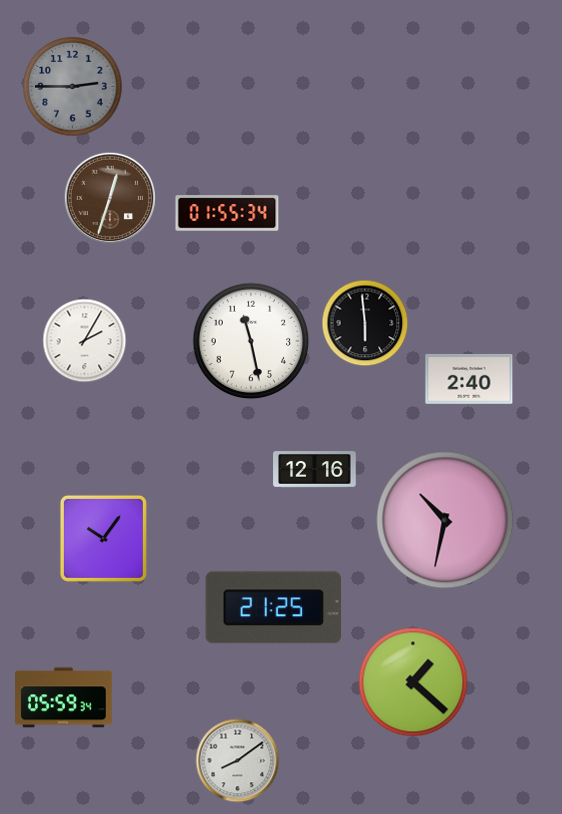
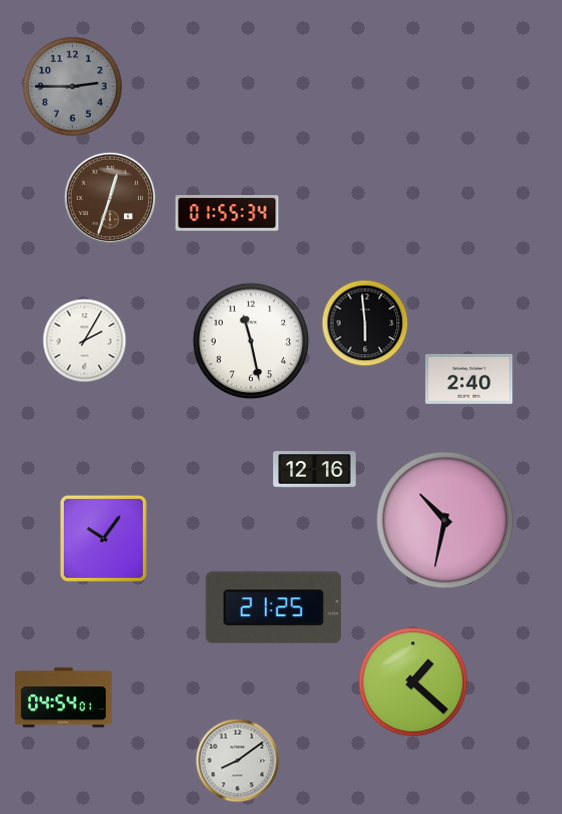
clock at (64, 698): 05:59 -> 04:54
